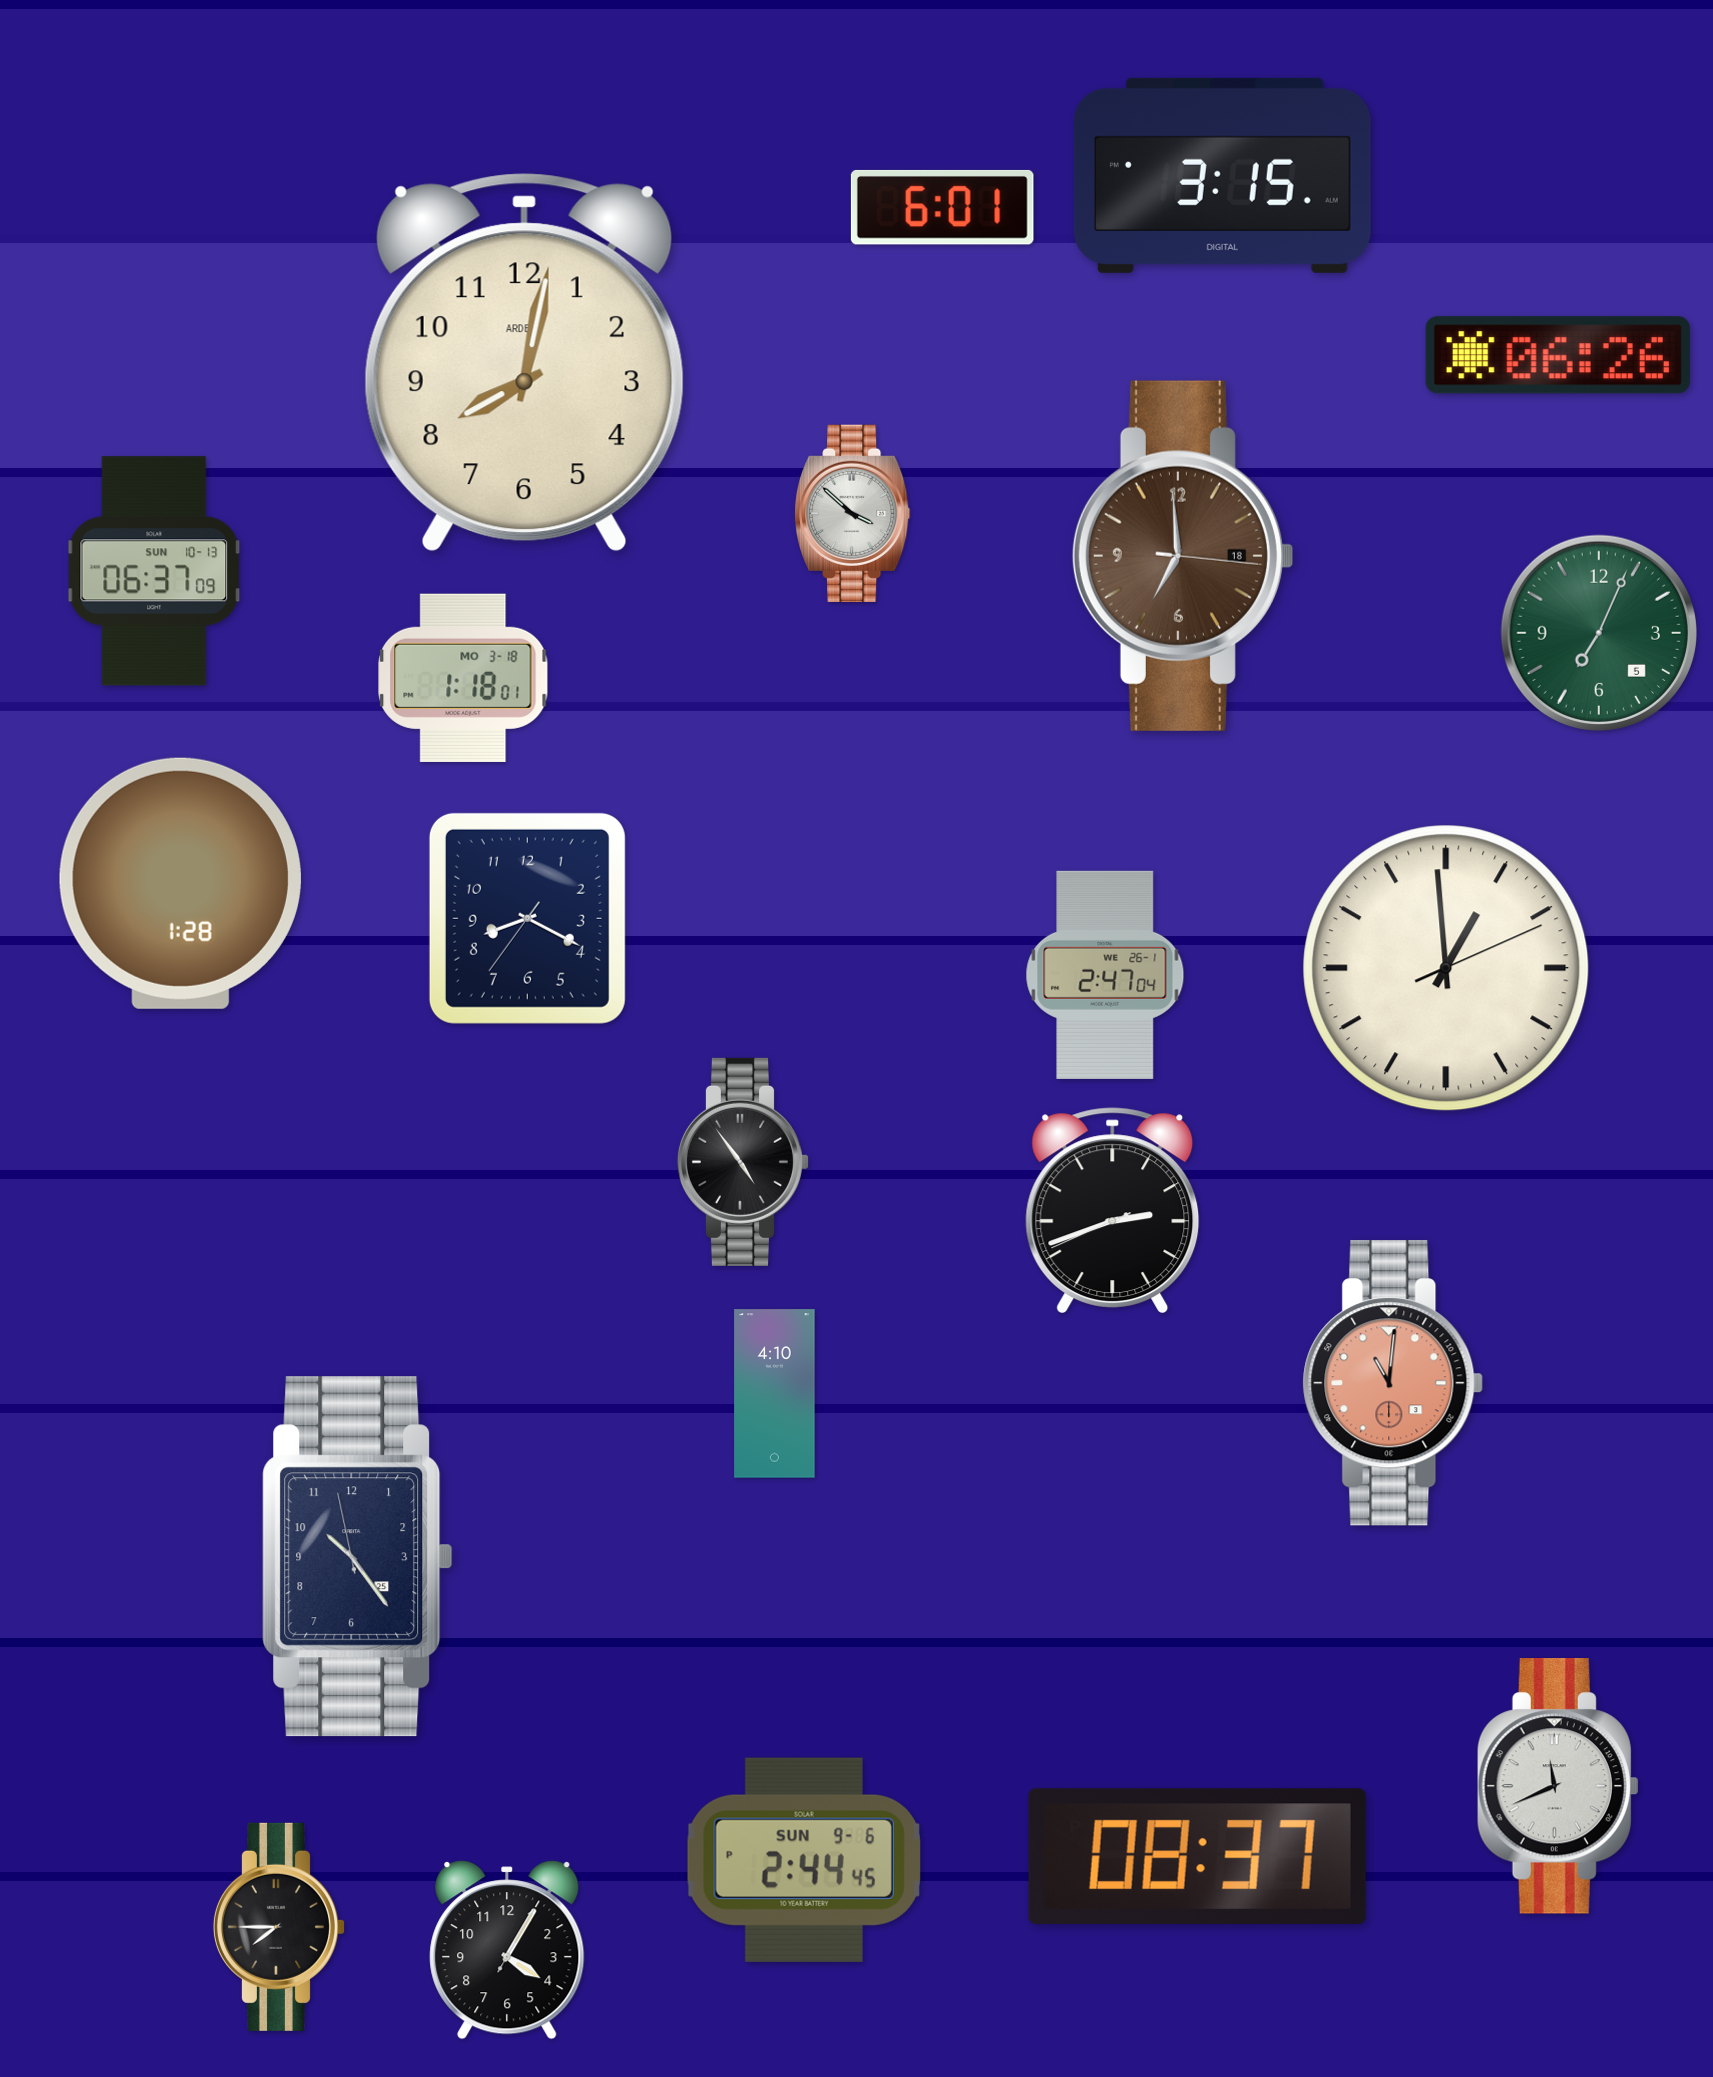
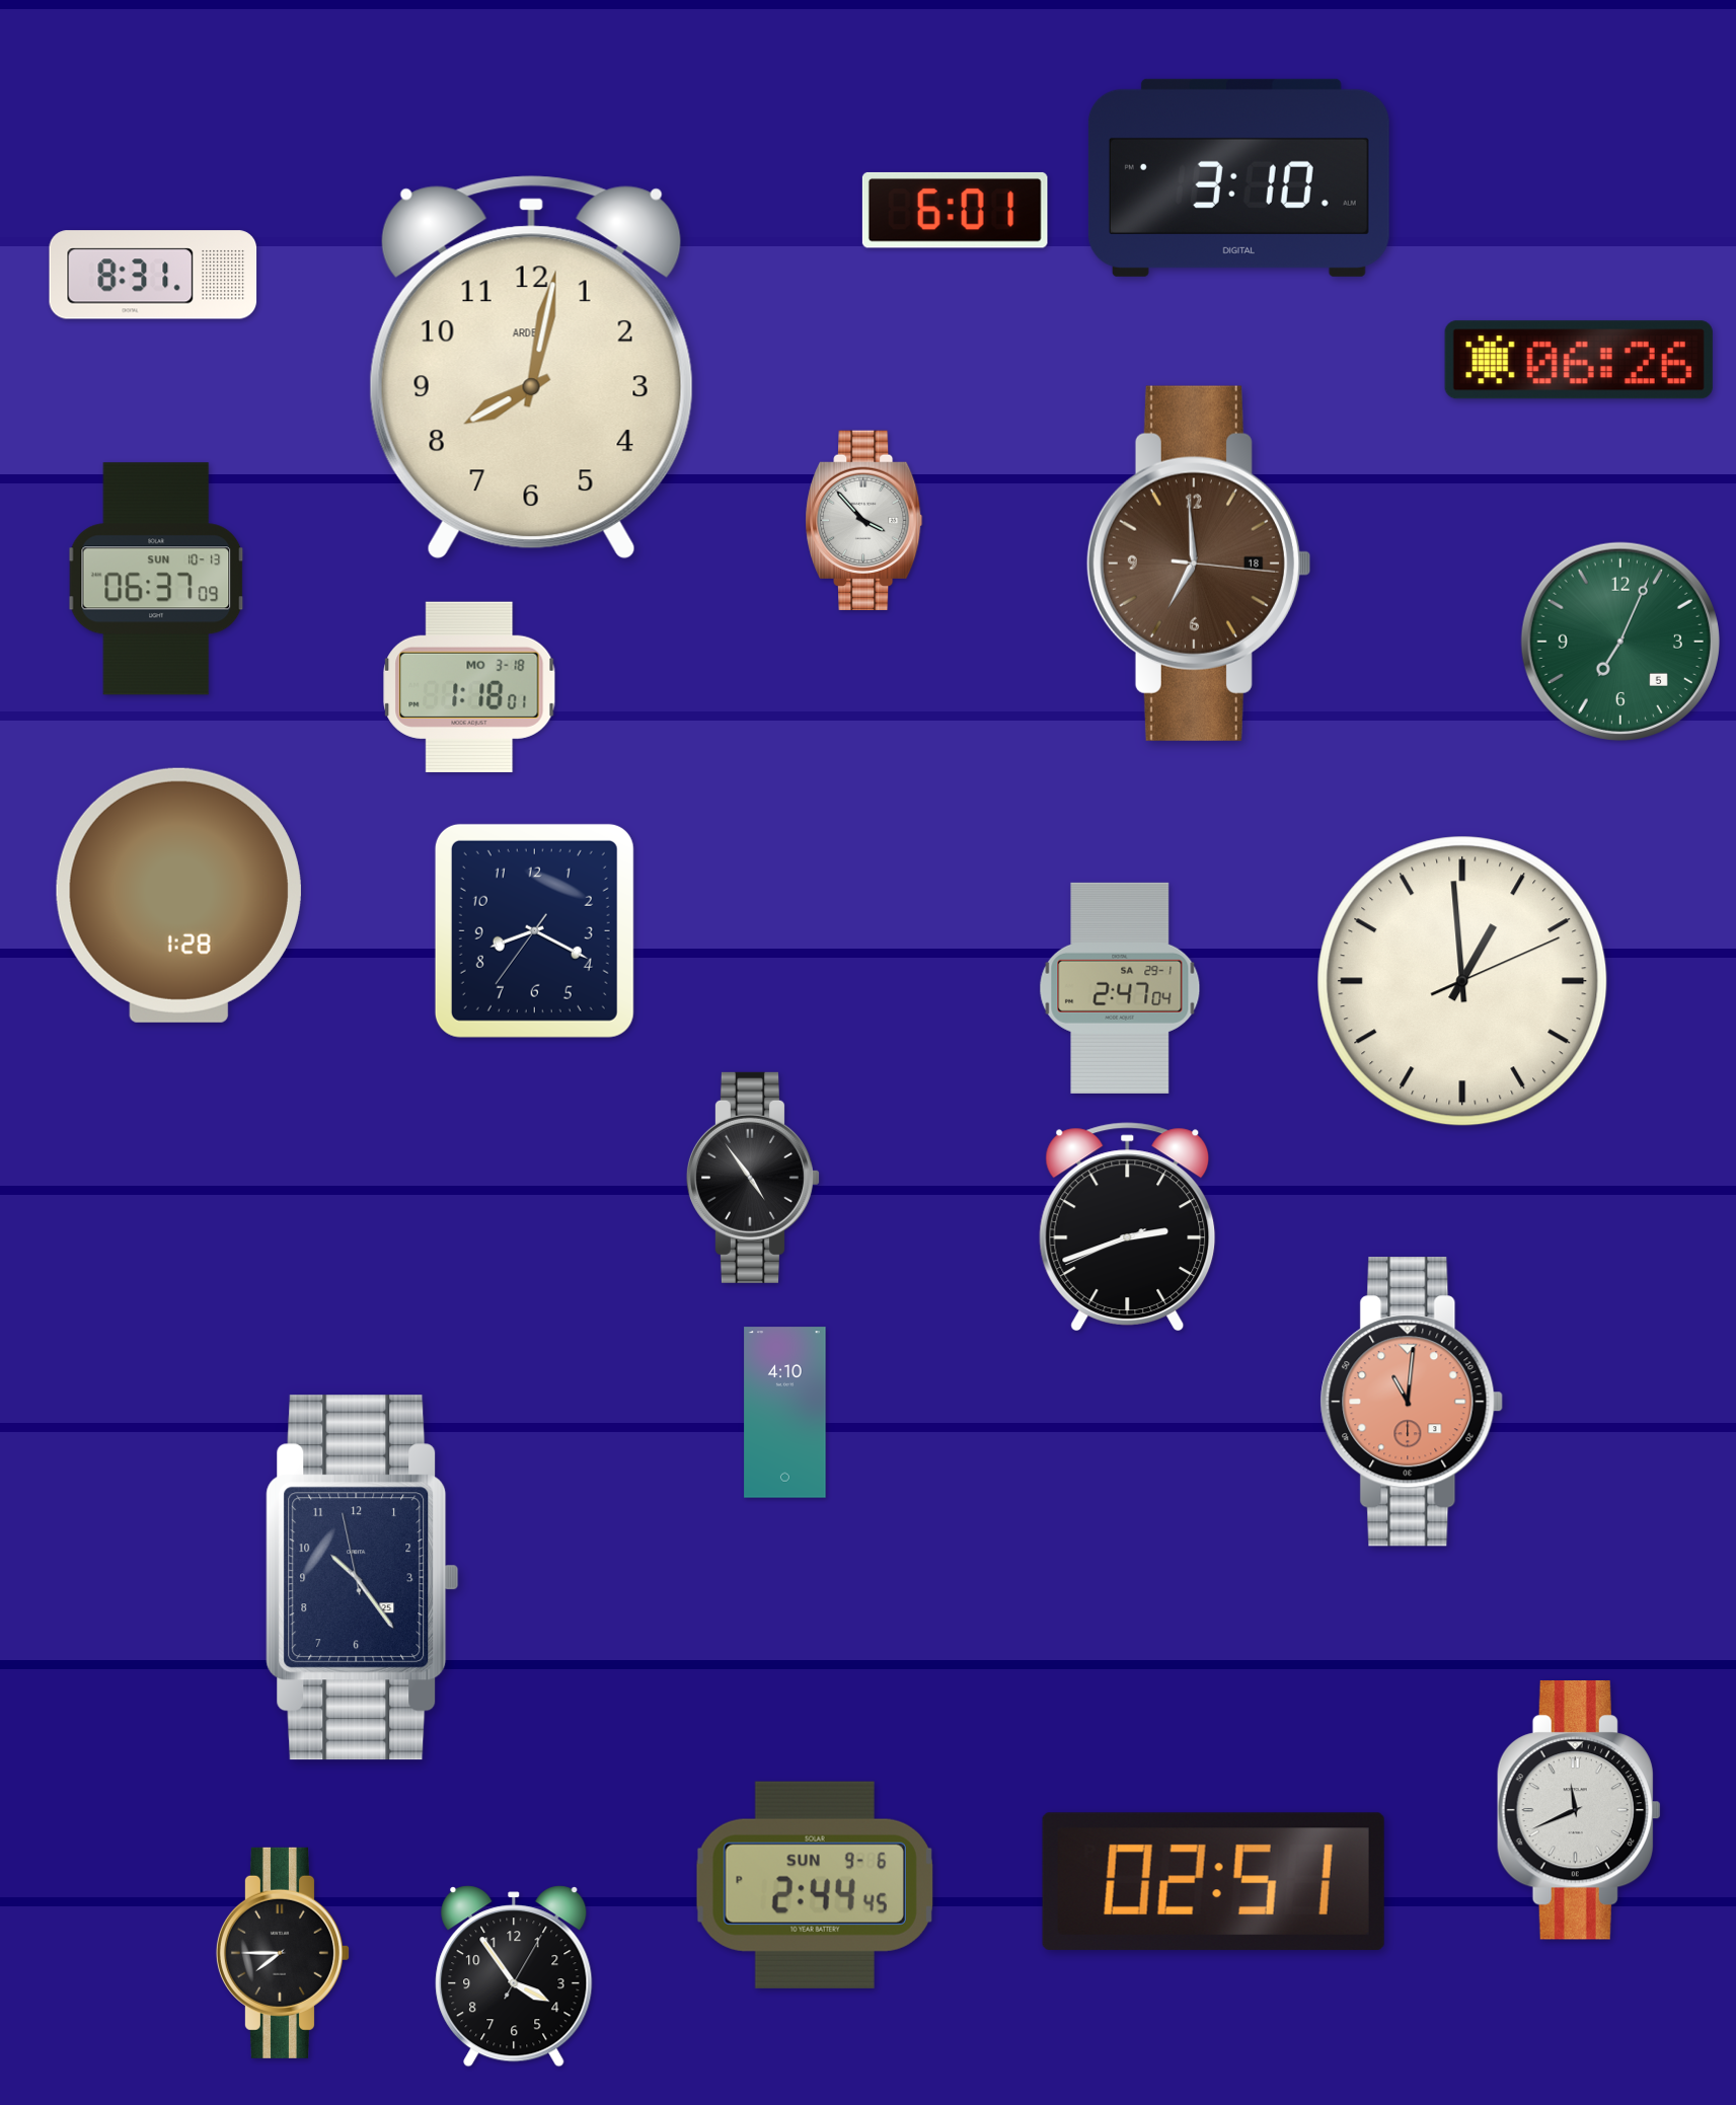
clock at (1222, 175): 3:15 -> 3:10
clock at (153, 275): none -> 8:31
clock at (853, 513): 3:52 -> 3:53
clock at (180, 883) position: (180, 883) -> (178, 895)
clock at (1446, 968) position: (1446, 968) -> (1462, 981)
clock at (1105, 975) date: WE 26-1 -> SA 29-1
clock at (1197, 1856): 08:37 -> 02:51
clock at (507, 1950): 4:05 -> 3:54
